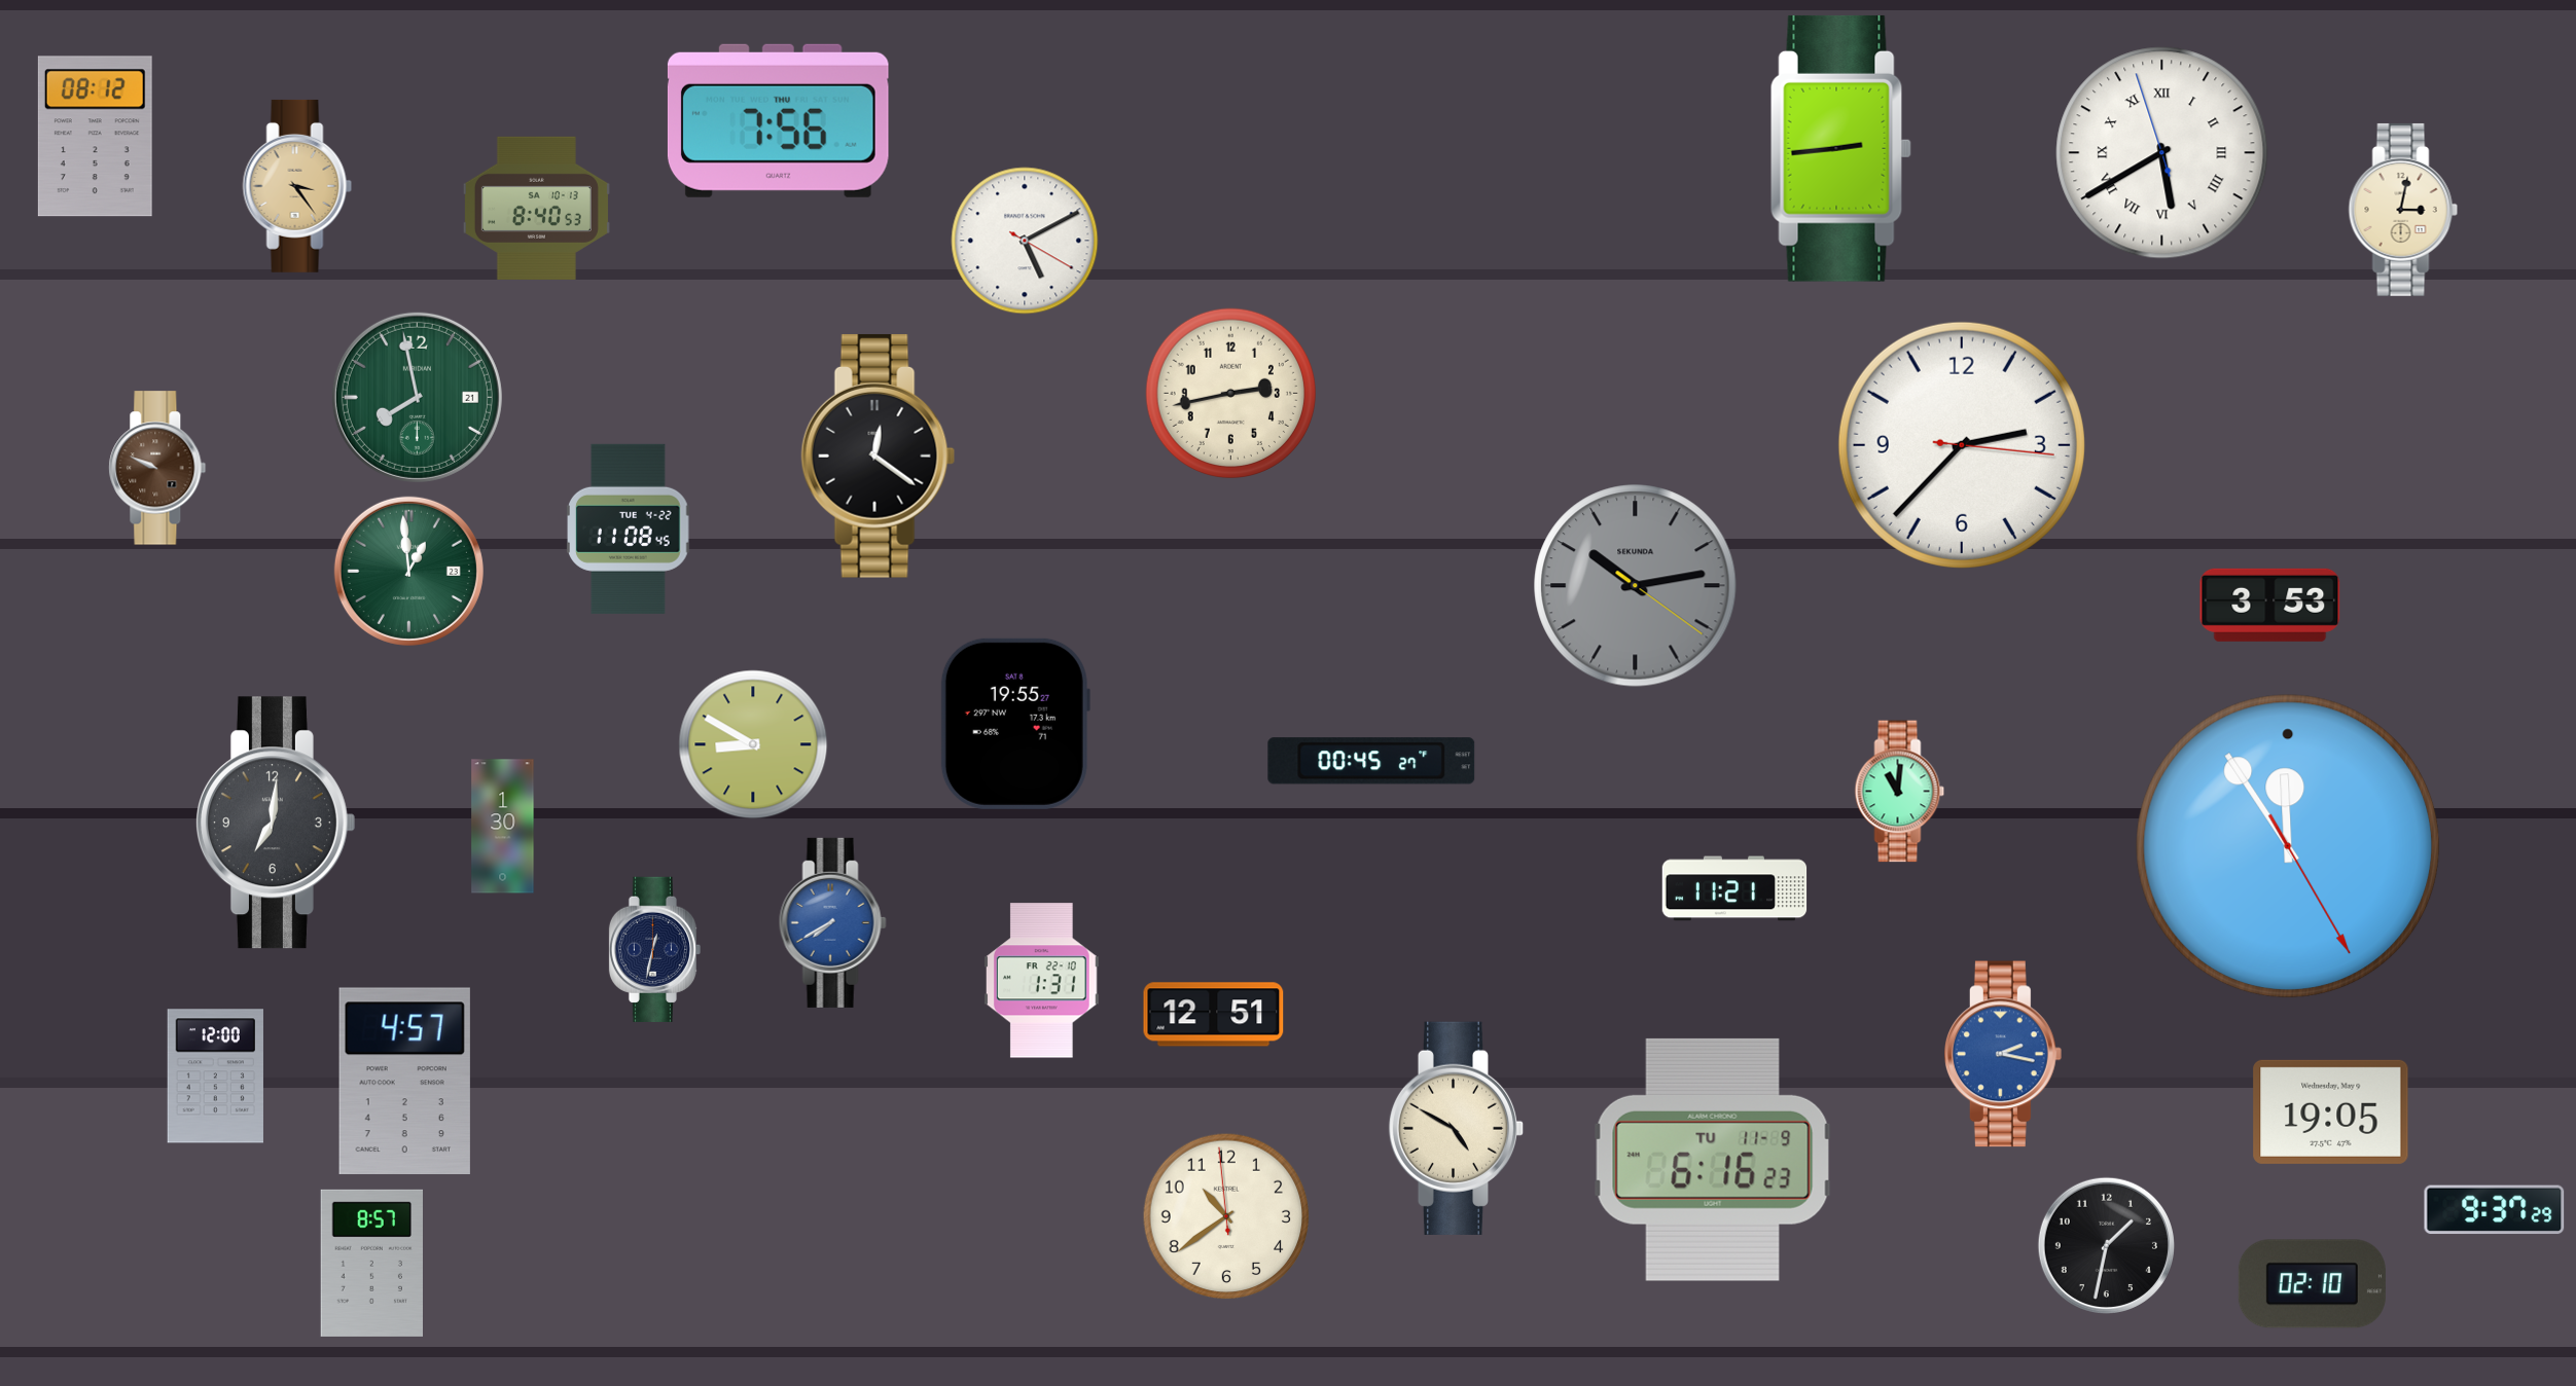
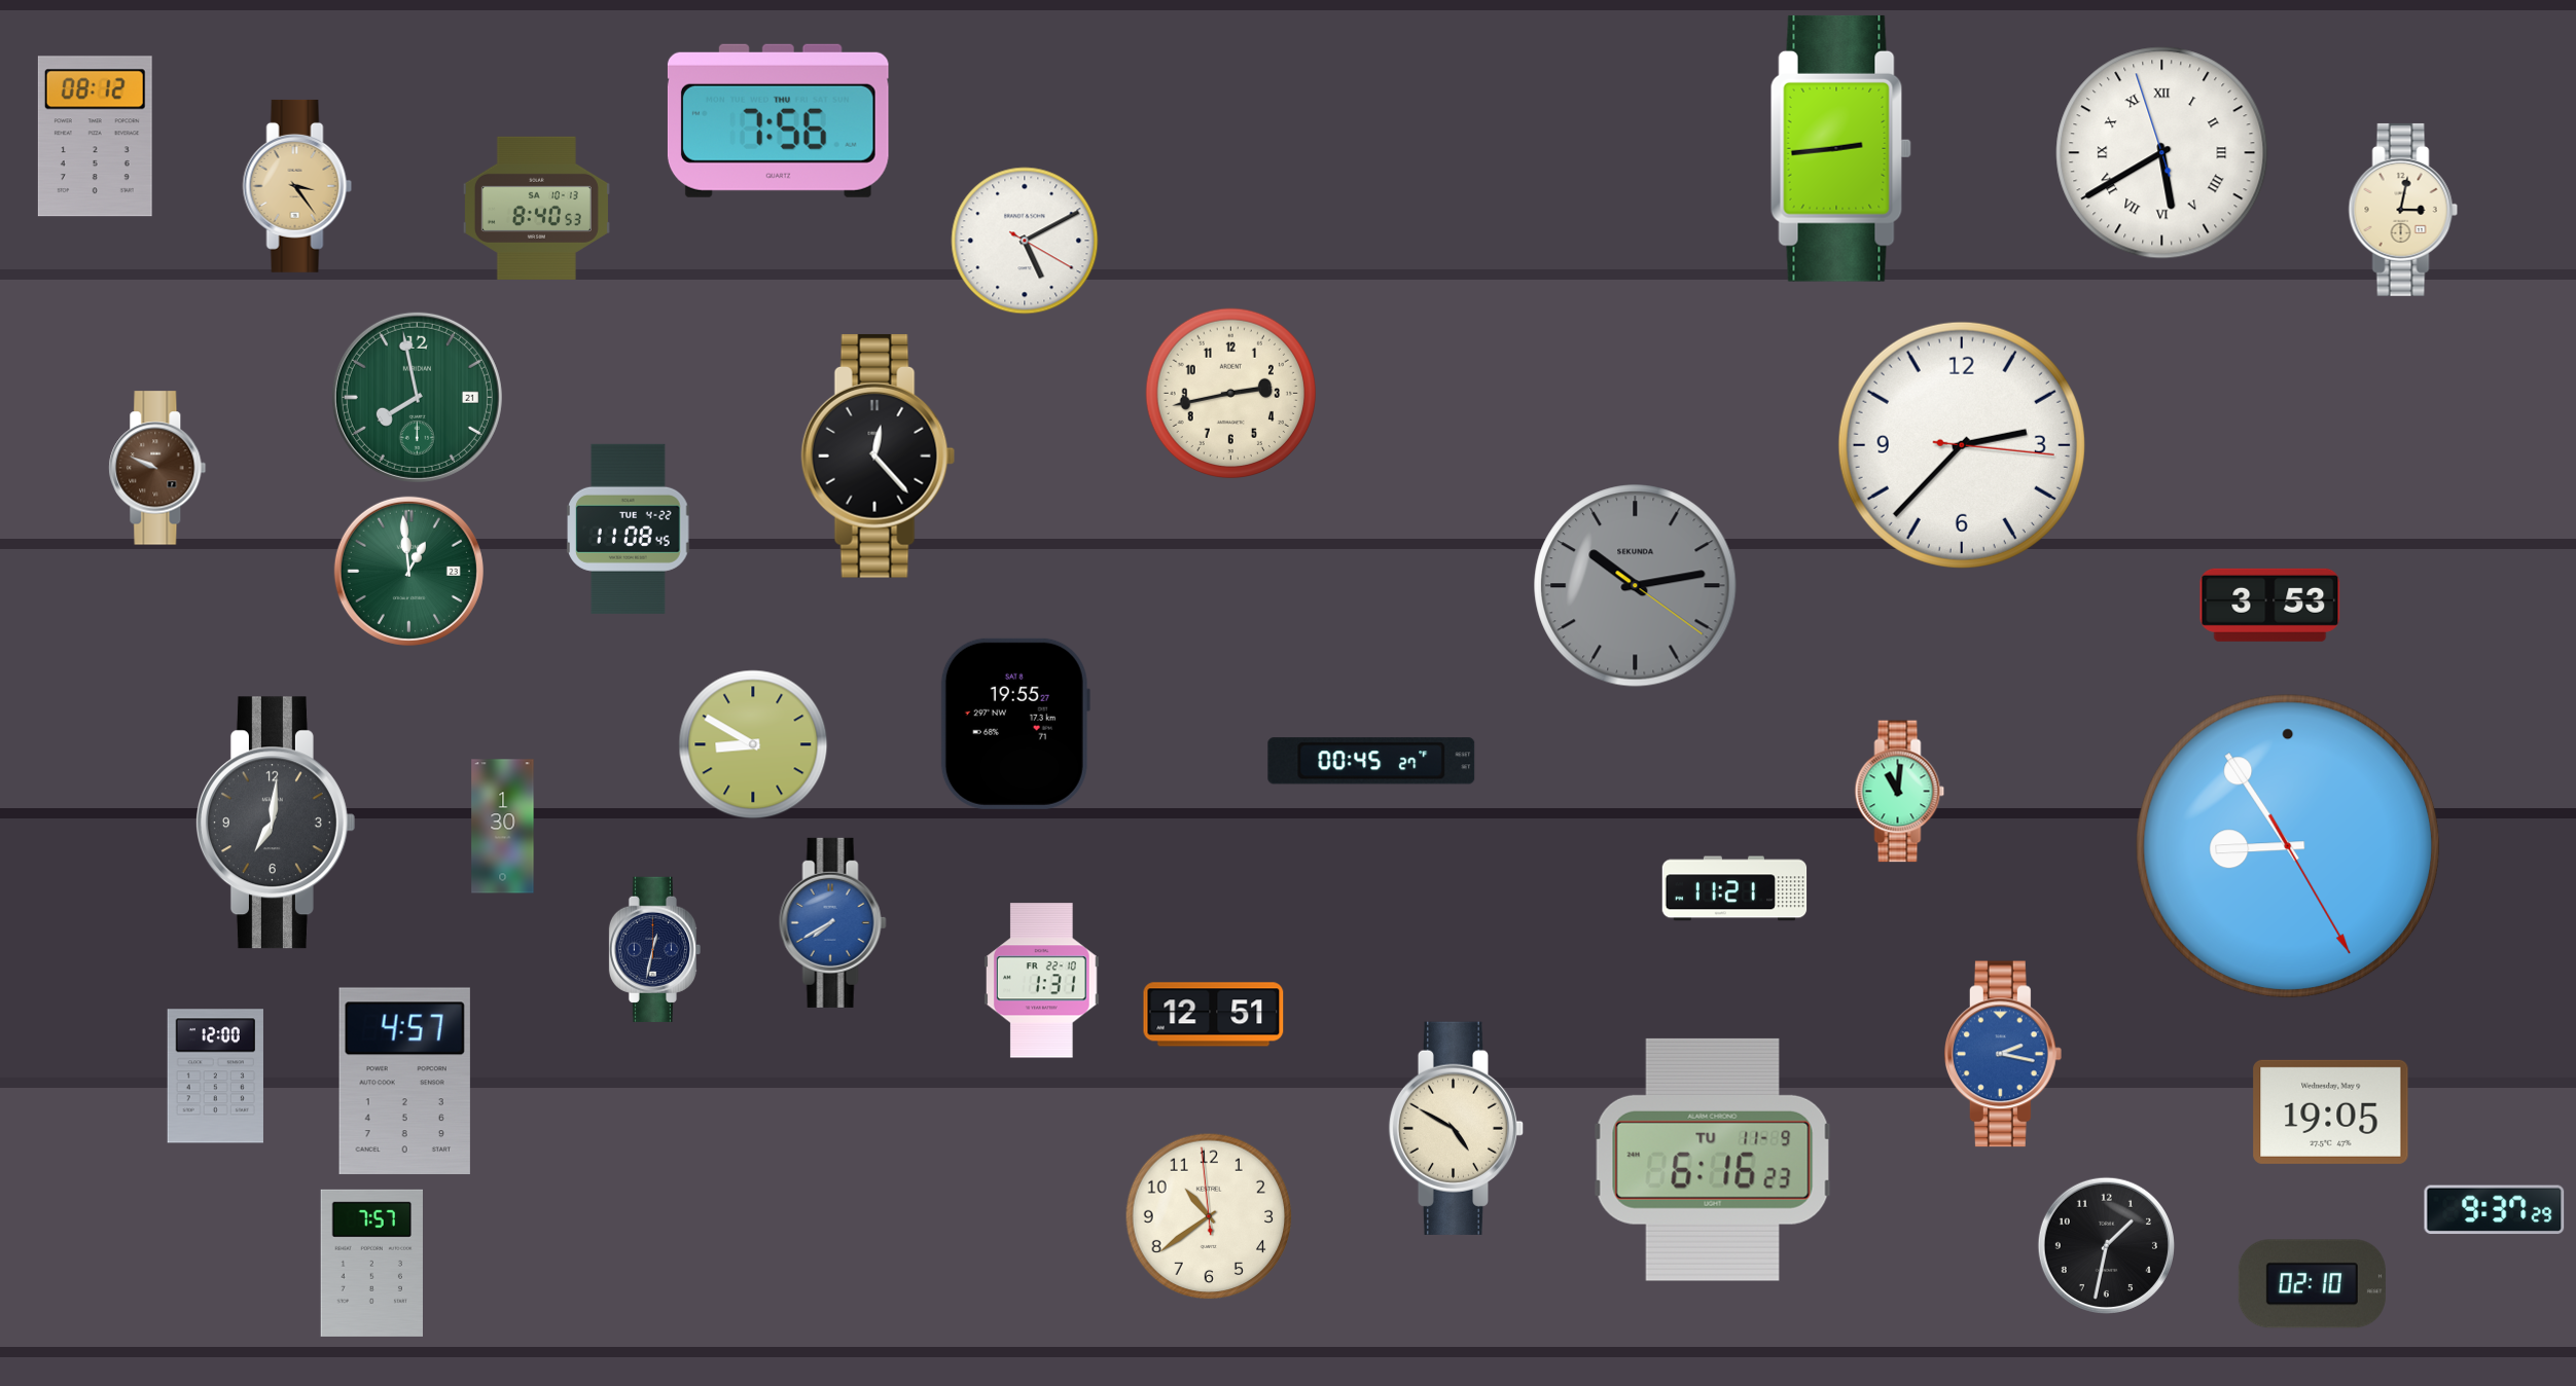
clock at (879, 455): 12:21 -> 12:23
clock at (2288, 846): 11:54 -> 8:54
clock at (1226, 1216) position: (1226, 1216) -> (1209, 1216)
clock at (371, 1263): 8:57 -> 7:57
